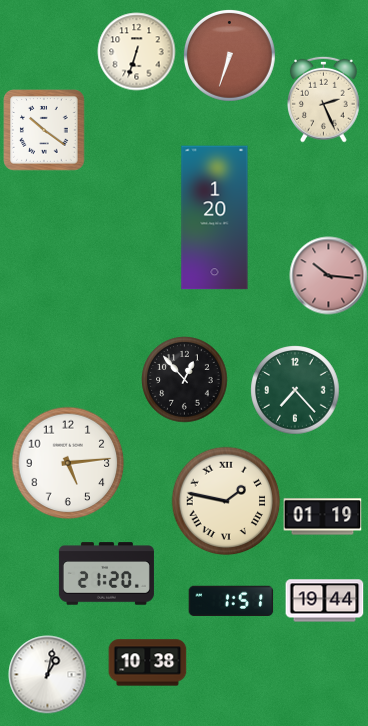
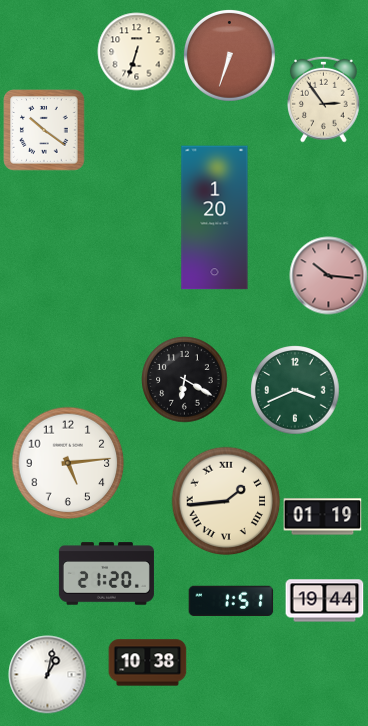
clock at (324, 99): 2:26 -> 2:54
clock at (184, 379): 12:53 -> 6:20
clock at (295, 390): 7:23 -> 3:41
clock at (226, 501): 1:47 -> 1:44
